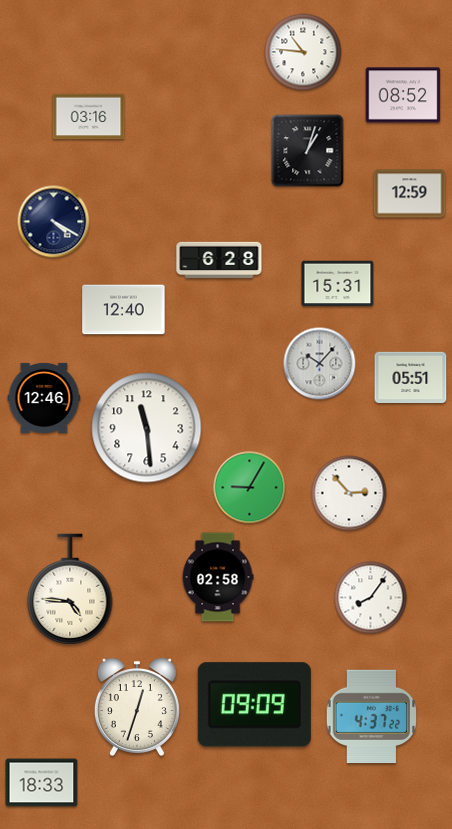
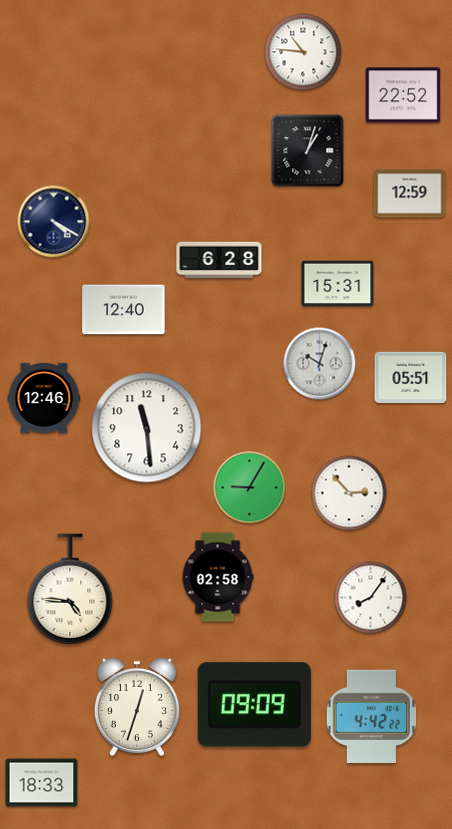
clock at (403, 95): 08:52 -> 22:52
clock at (89, 117): 03:16 -> none
clock at (320, 364): 10:07 -> 10:03
clock at (371, 717): 4:37 -> 4:42
